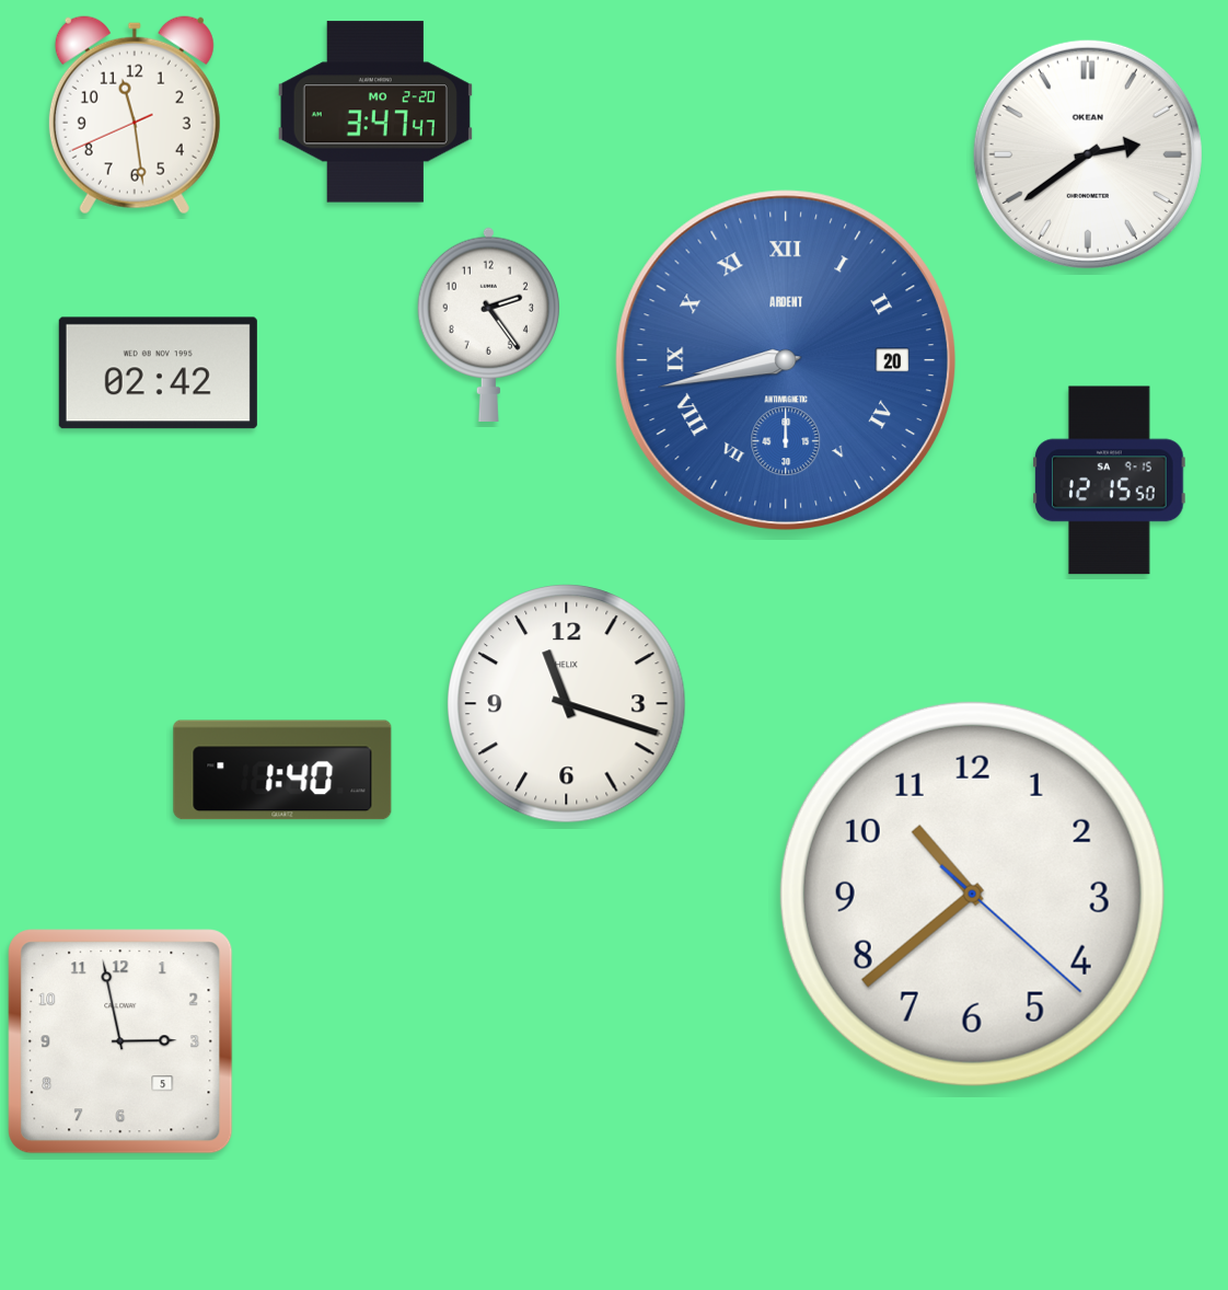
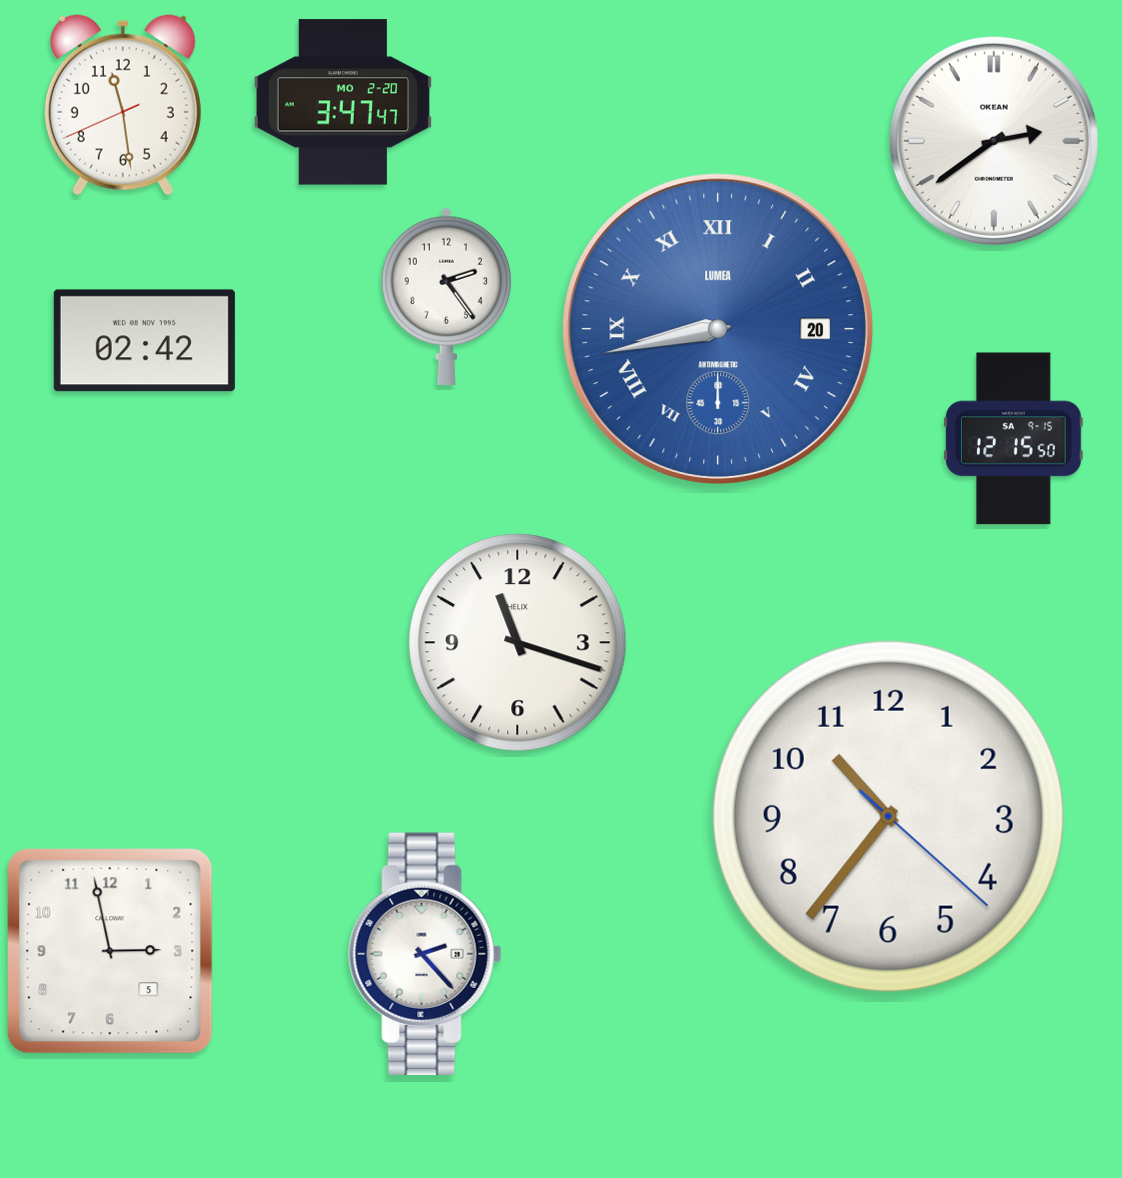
clock at (785, 359) brand: ARDENT -> LUMEA
clock at (282, 770): 1:40 -> none
clock at (972, 894): 10:38 -> 10:36
clock at (425, 954): none -> 2:23
